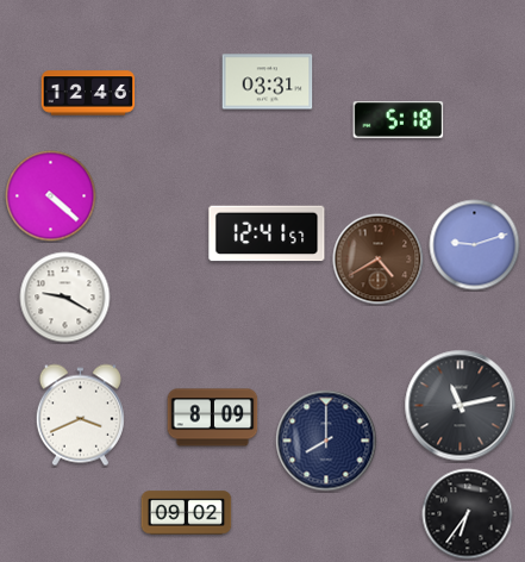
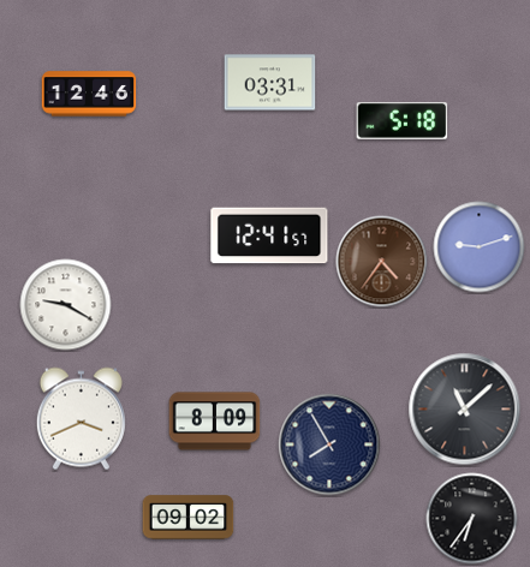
clock at (51, 196): 4:22 -> none
clock at (379, 260): 4:40 -> 4:36
clock at (65, 298) position: (65, 298) -> (66, 305)
clock at (461, 406): 11:13 -> 11:08
clock at (326, 441): 8:00 -> 7:55
